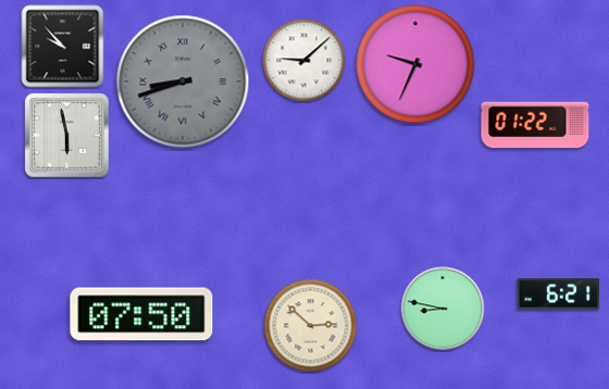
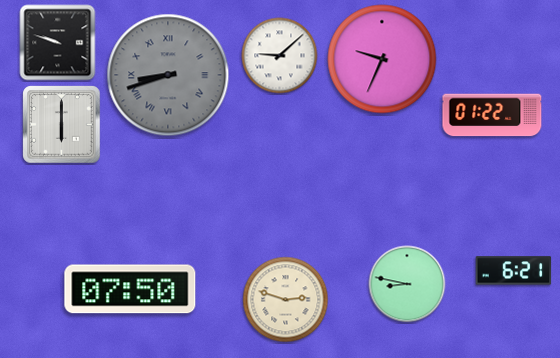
clock at (63, 47): 9:53 -> 9:48
clock at (67, 136): 5:58 -> 6:00
clock at (311, 326): 2:52 -> 2:48
